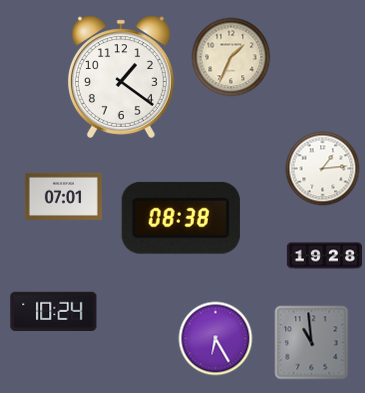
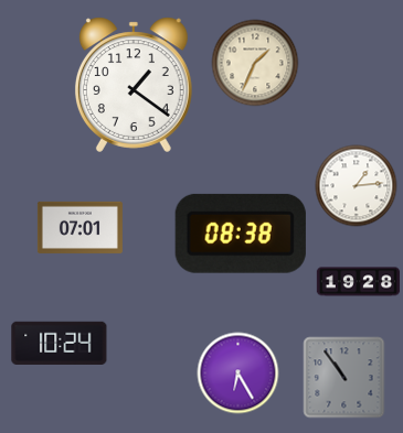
clock at (63, 196) position: (63, 196) -> (79, 227)
clock at (181, 218) position: (181, 218) -> (241, 234)
clock at (312, 343): 10:59 -> 10:54
